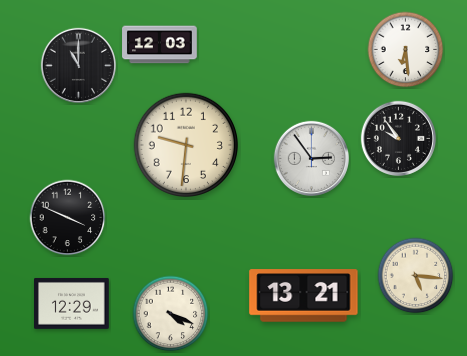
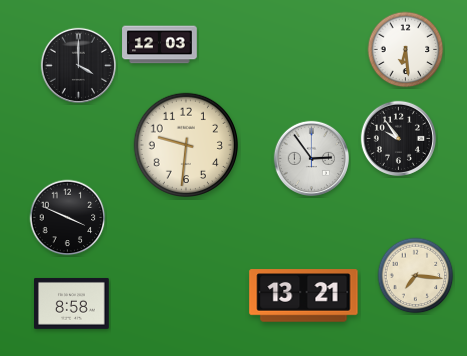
clock at (78, 65): 11:00 -> 4:00
clock at (416, 276): 5:16 -> 7:16
clock at (72, 303): 12:29 -> 8:58
clock at (171, 314): 4:19 -> none
